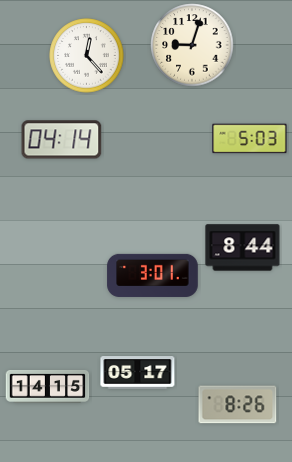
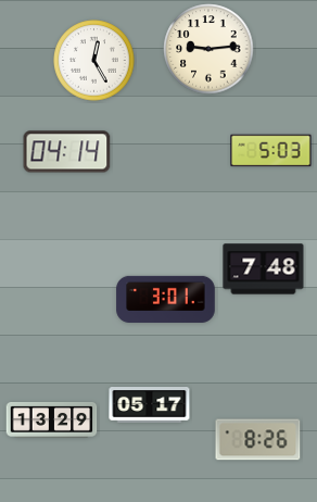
clock at (192, 45): 9:03 -> 9:14
clock at (87, 56): 12:23 -> 12:25
clock at (243, 248): 8:44 -> 7:48
clock at (48, 386): 14:15 -> 13:29
